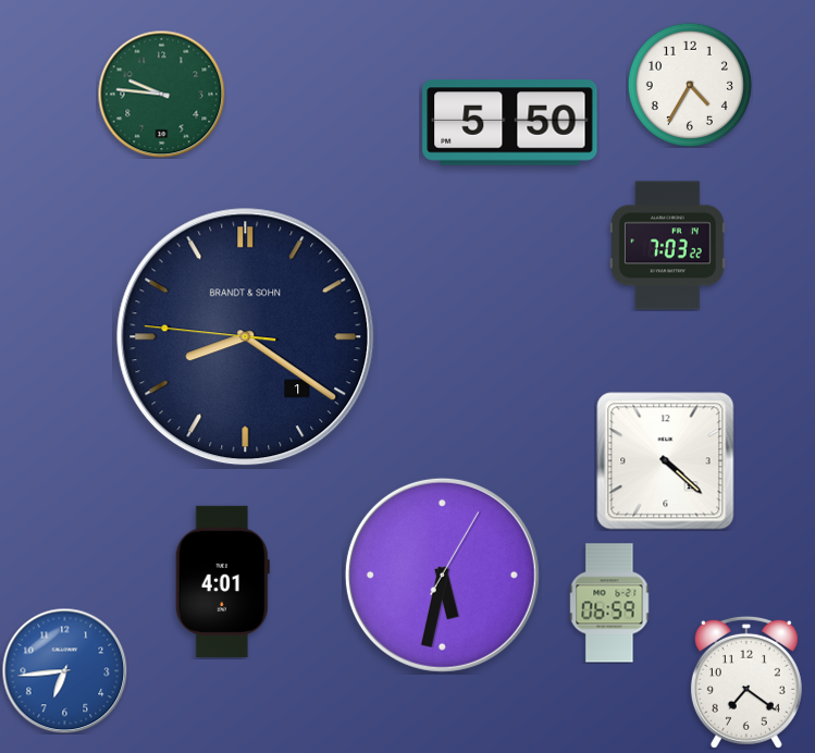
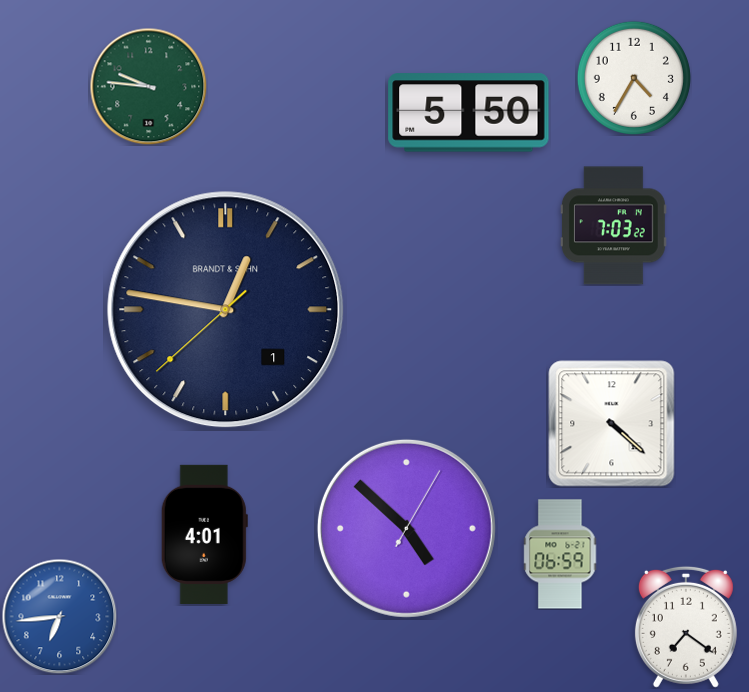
clock at (246, 337): 8:20 -> 12:46
clock at (442, 575): 5:32 -> 4:52
